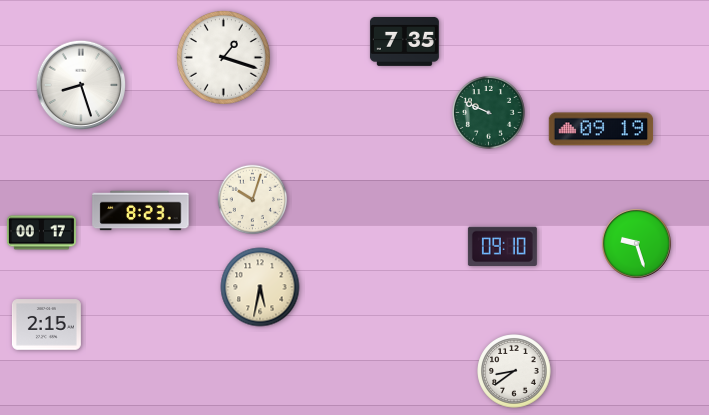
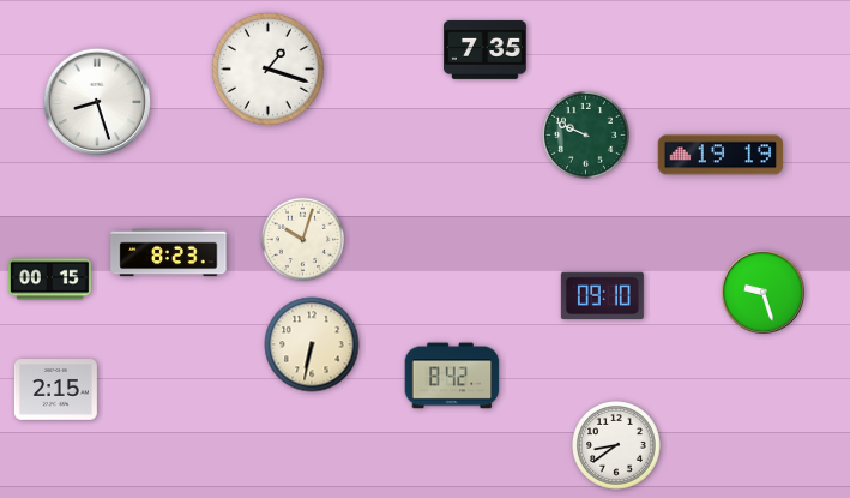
clock at (601, 129): 09:19 -> 19:19
clock at (41, 233): 00:17 -> 00:15
clock at (260, 287): 5:32 -> 6:32
clock at (452, 376): none -> 8:42
